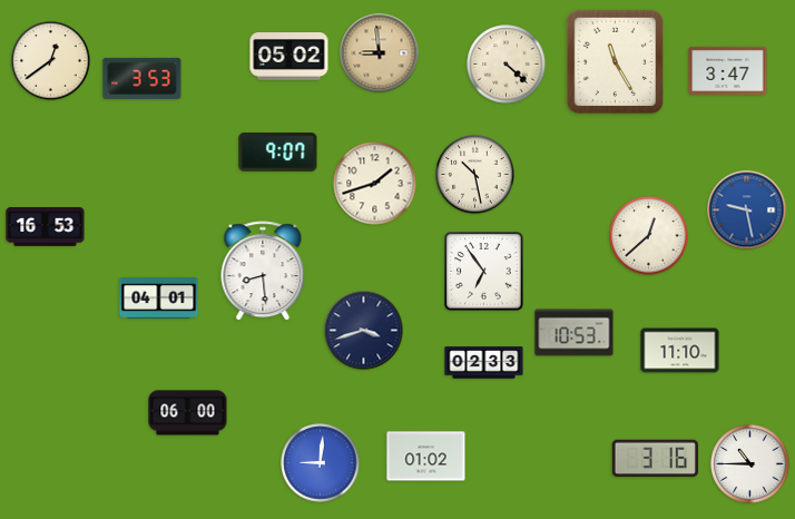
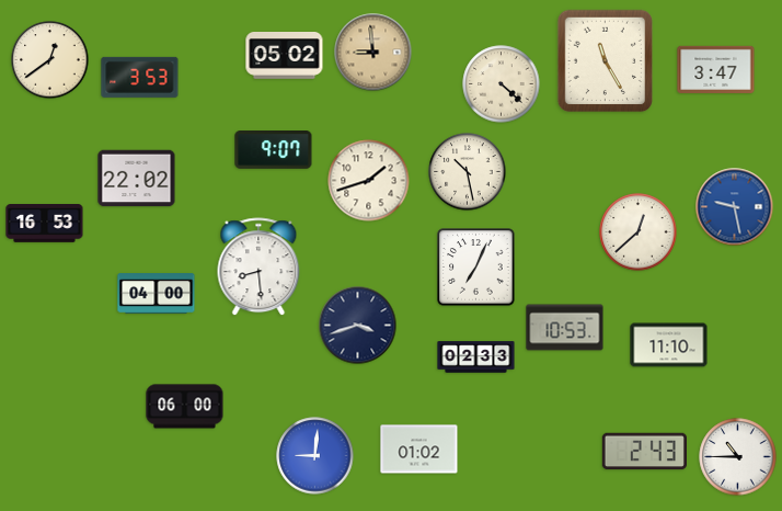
clock at (507, 65) position: (507, 65) -> (502, 84)
clock at (137, 179): none -> 22:02
clock at (484, 272): 6:54 -> 7:04
clock at (159, 298): 04:01 -> 04:00
clock at (655, 459): 3:16 -> 2:43
